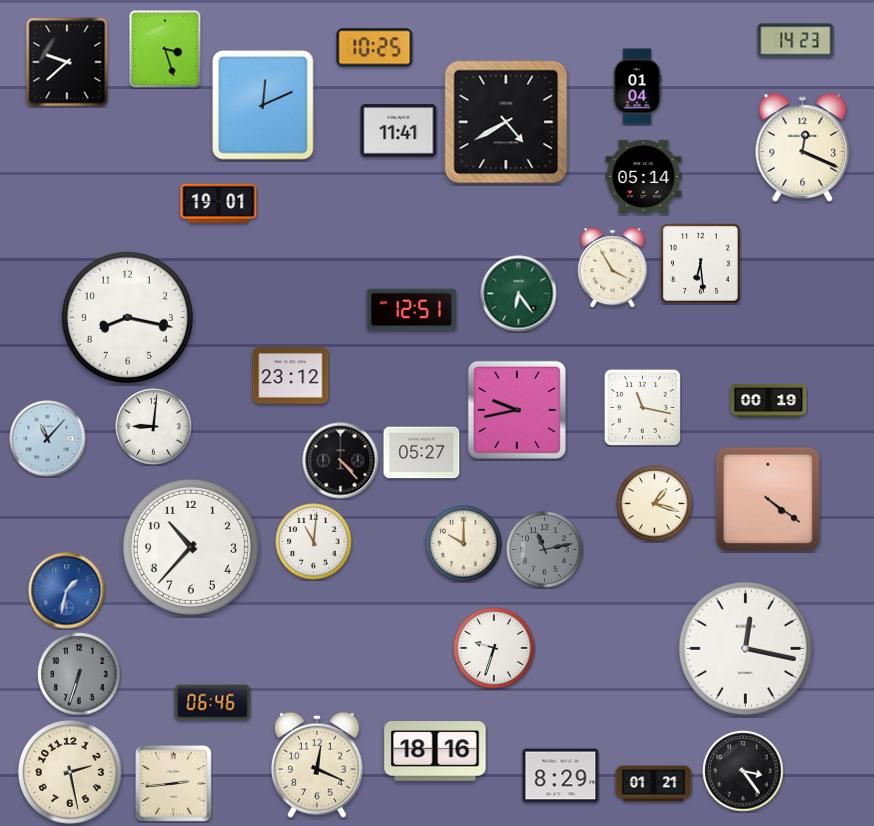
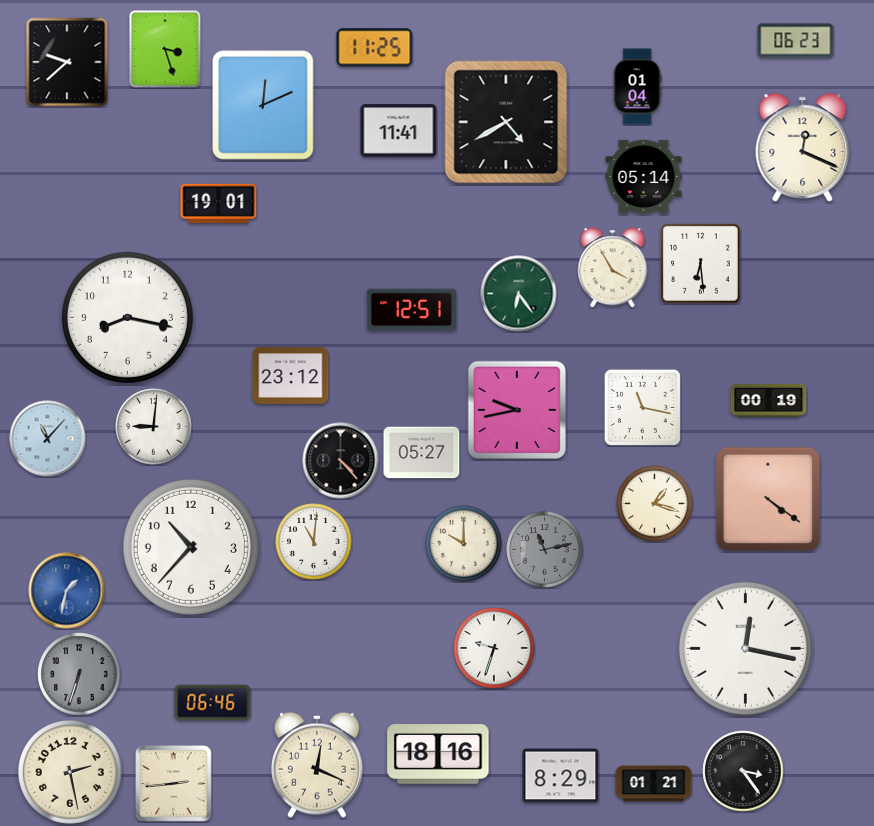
clock at (796, 41): 14:23 -> 06:23
clock at (375, 48): 10:25 -> 11:25
clock at (435, 751) position: (435, 751) -> (438, 754)
